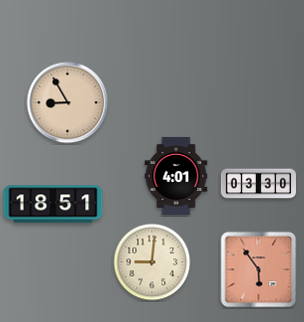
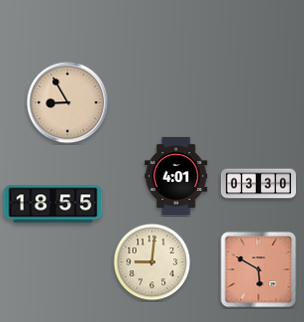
clock at (53, 204): 18:51 -> 18:55
clock at (259, 270): 5:54 -> 5:50
